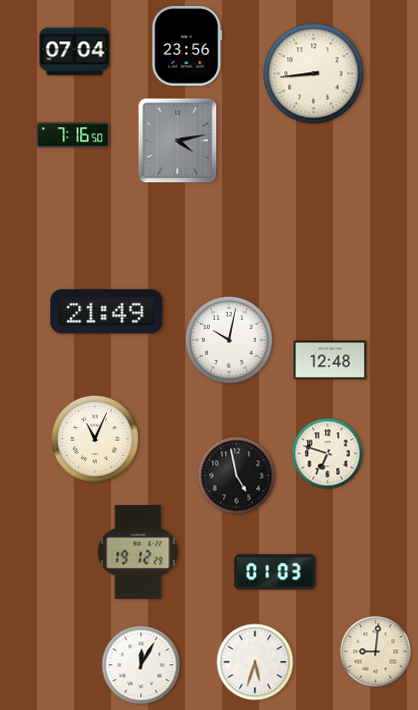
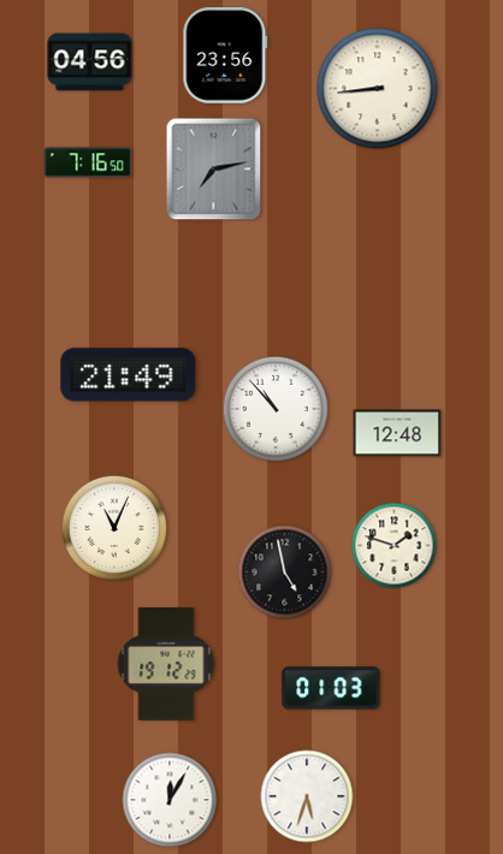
clock at (75, 52): 07:04 -> 04:56
clock at (178, 141): 4:13 -> 7:13
clock at (229, 340): 10:02 -> 10:53
clock at (328, 454): 6:48 -> 1:48
clock at (376, 652): 9:01 -> none
